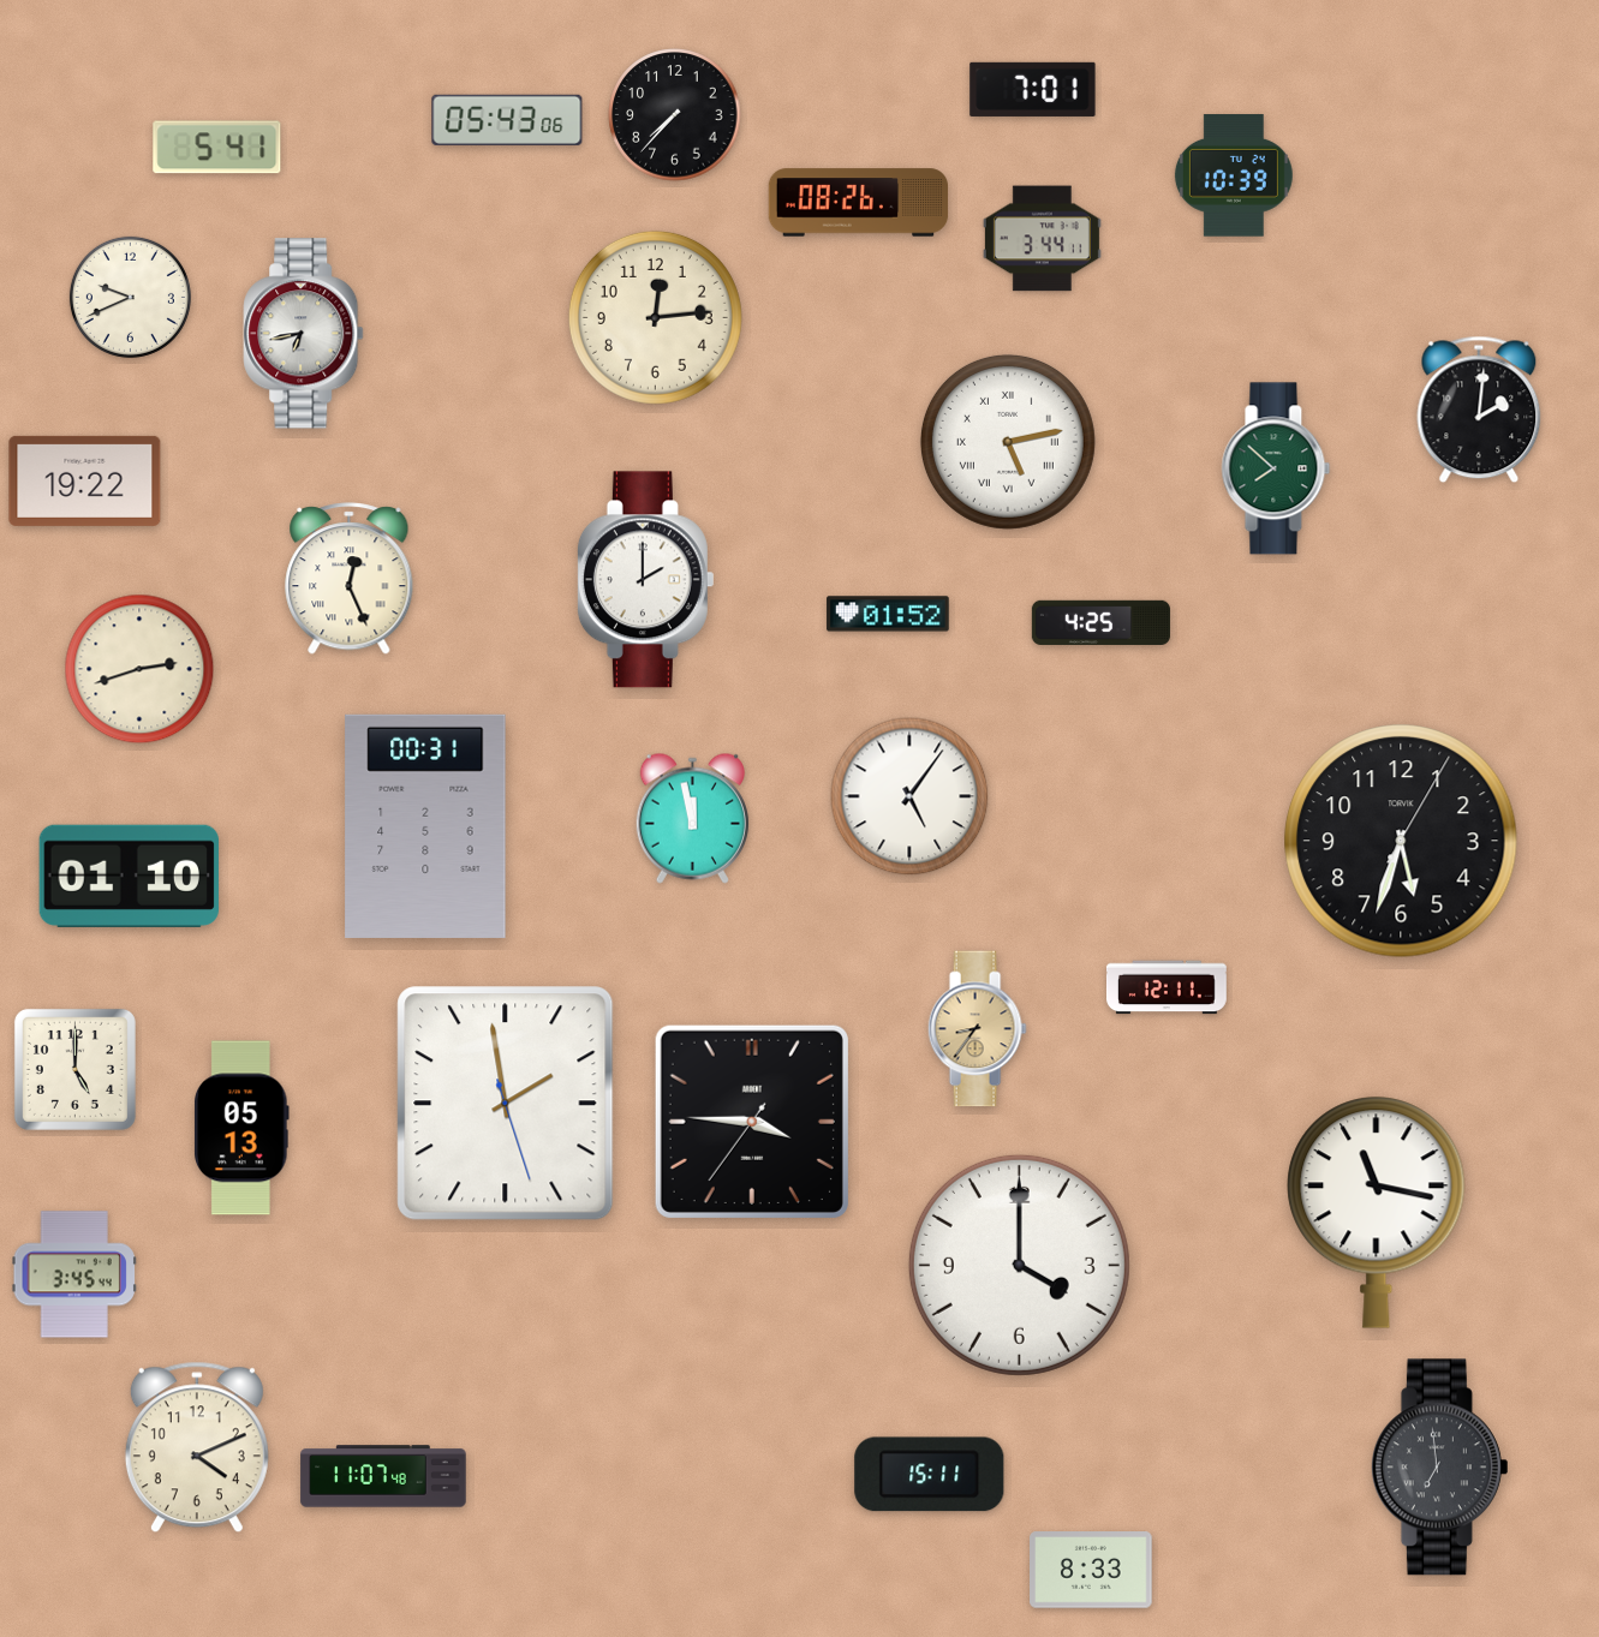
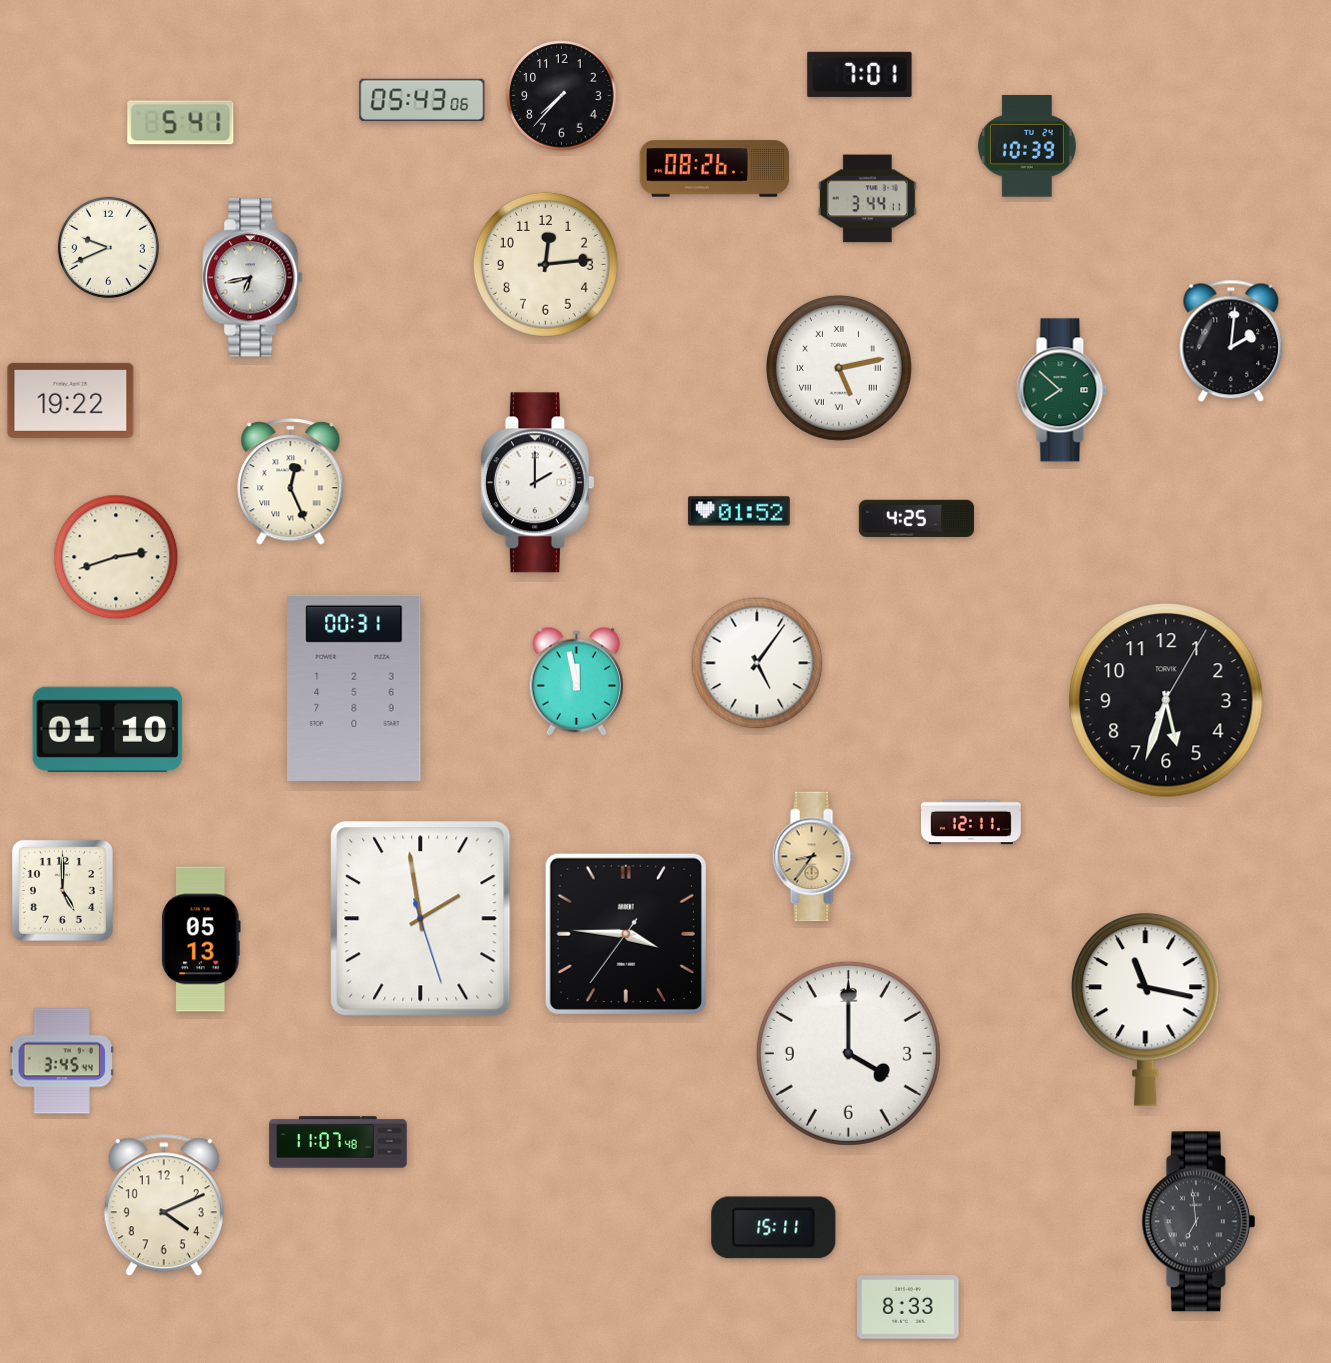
clock at (383, 1476) position: (383, 1476) -> (338, 1142)
